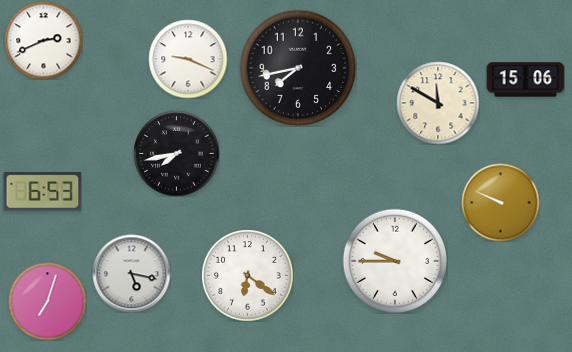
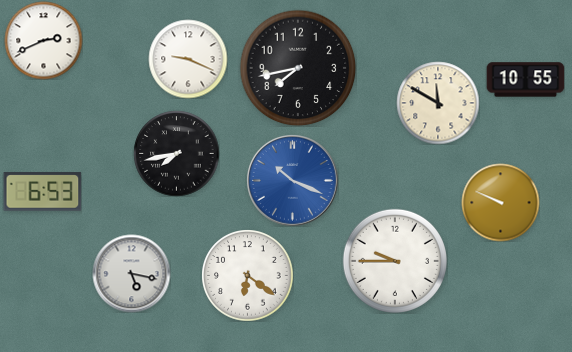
clock at (525, 80): 15:06 -> 10:55
clock at (293, 181): none -> 10:19
clock at (47, 301): 7:03 -> none
